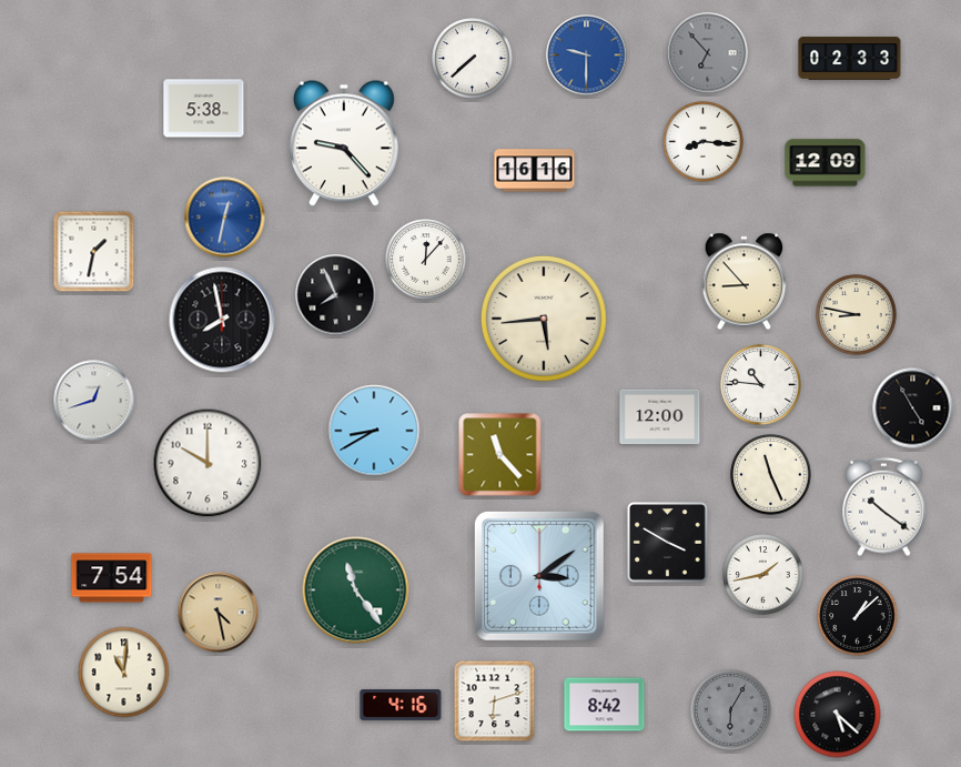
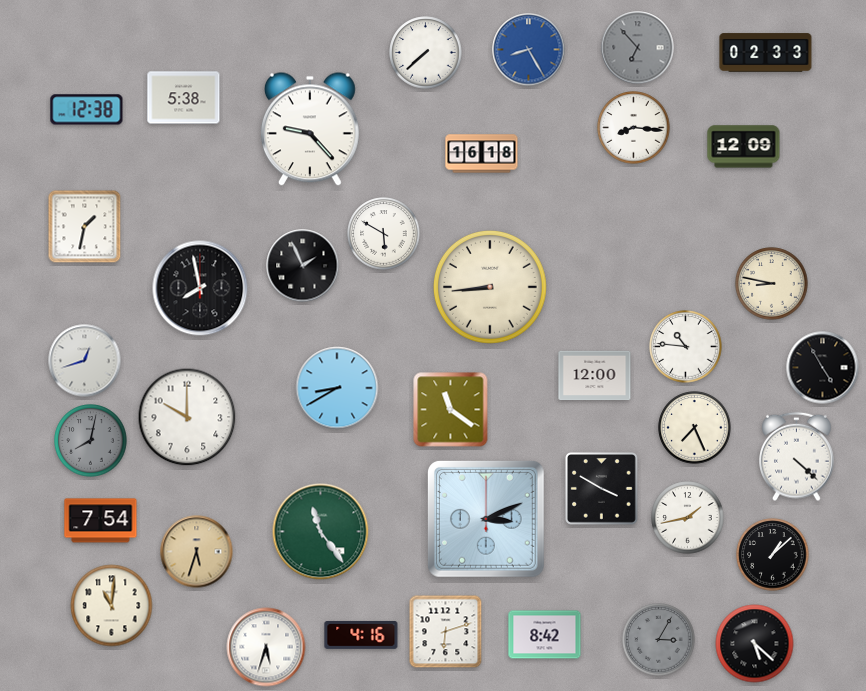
clock at (587, 55): 9:30 -> 8:25
clock at (87, 110): none -> 12:38
clock at (535, 171): 16:16 -> 16:18
clock at (225, 218): 12:32 -> none
clock at (426, 260): 12:07 -> 5:50
clock at (745, 282): 8:53 -> none
clock at (336, 295): 7:56 -> 1:56
clock at (544, 319): 5:44 -> 8:44
clock at (500, 455): 11:23 -> 11:21
clock at (771, 475): 11:26 -> 7:26
clock at (91, 441): none -> 8:02
clock at (884, 507): 10:21 -> 4:22
clock at (539, 576): 3:09 -> 3:11
clock at (219, 613): 4:28 -> 5:33
clock at (731, 710): 6:05 -> 3:05
clock at (266, 647): none -> 5:33
